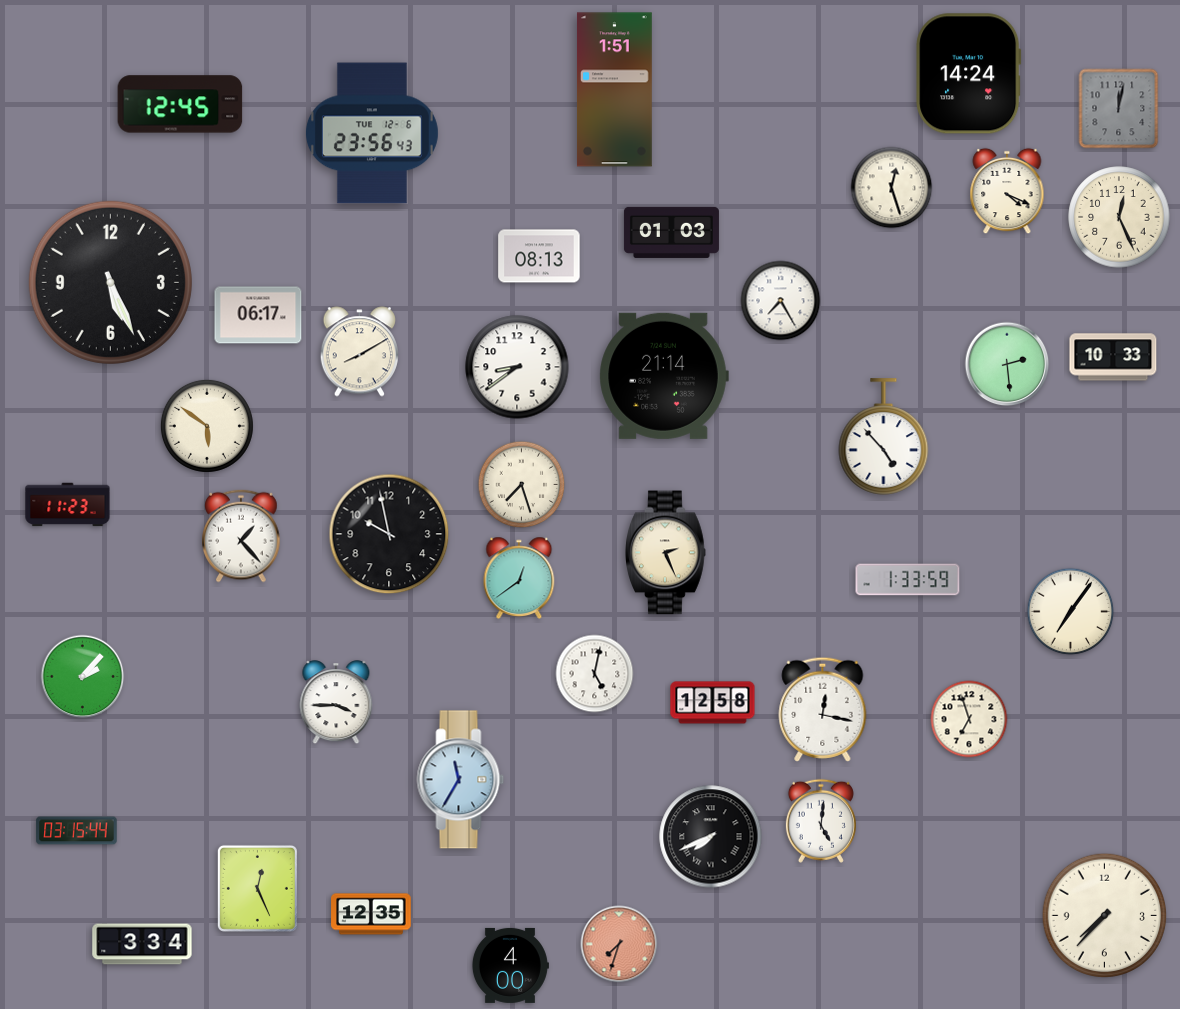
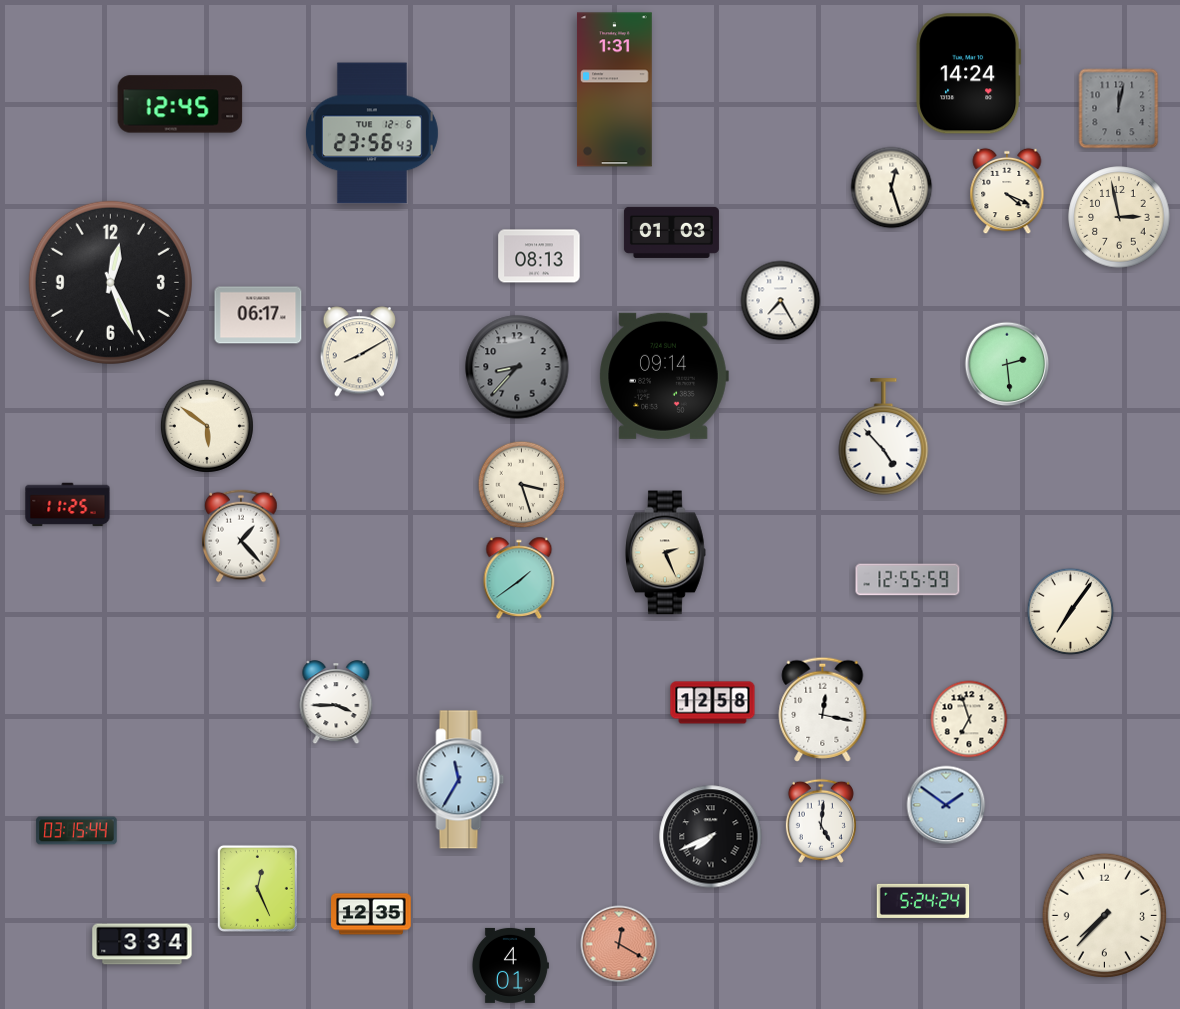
clock at (614, 90): 1:51 -> 1:31
clock at (1119, 217): 12:26 -> 2:58
clock at (110, 282): 5:26 -> 12:26
clock at (1113, 357): 10:33 -> none
clock at (517, 367): 8:39 -> 8:37
clock at (517, 367) dial: white -> grey
clock at (664, 376): 21:14 -> 09:14
clock at (522, 485): 7:27 -> 3:27
clock at (68, 505): 11:23 -> 11:25
clock at (389, 534): 9:58 -> none
clock at (519, 578): 12:39 -> 1:39
clock at (908, 580): 1:33 -> 12:55
clock at (595, 674): 5:02 -> none
clock at (83, 677): 2:07 -> none
clock at (946, 805): none -> 1:51
clock at (923, 901): none -> 5:24
clock at (619, 944): 7:33 -> 12:20
clock at (510, 965): 4:00 -> 4:01
